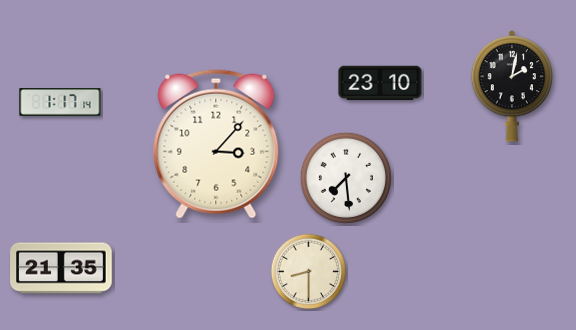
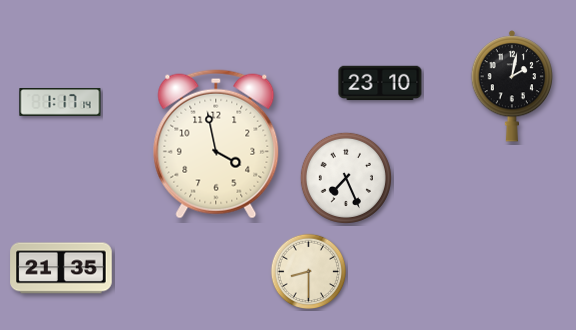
clock at (216, 144): 3:07 -> 3:58
clock at (346, 178): 7:29 -> 7:26
